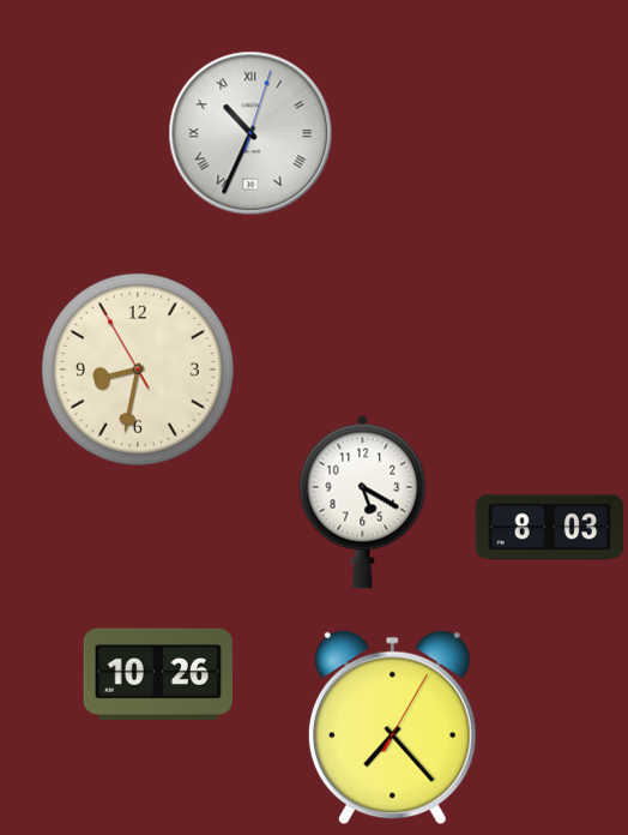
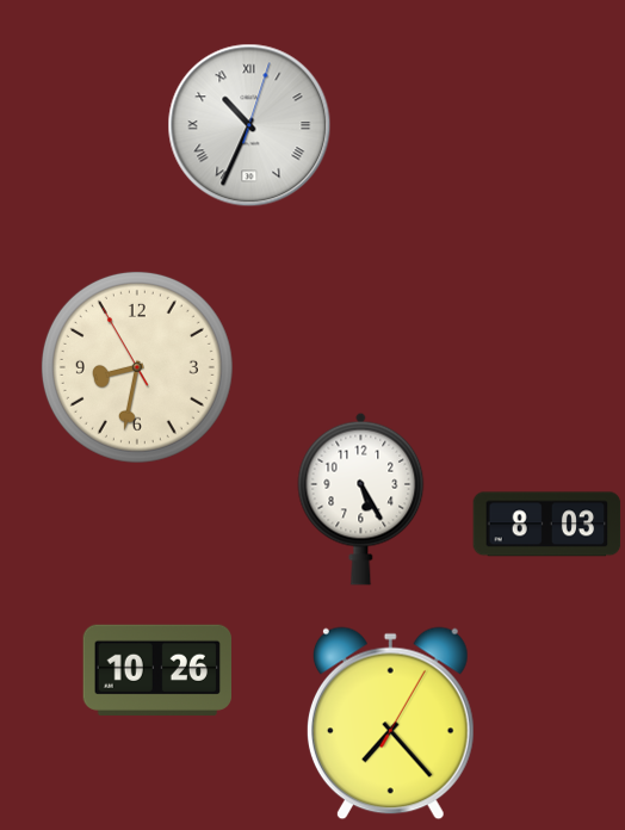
clock at (250, 133) position: (250, 133) -> (249, 125)
clock at (363, 501): 5:20 -> 5:25
